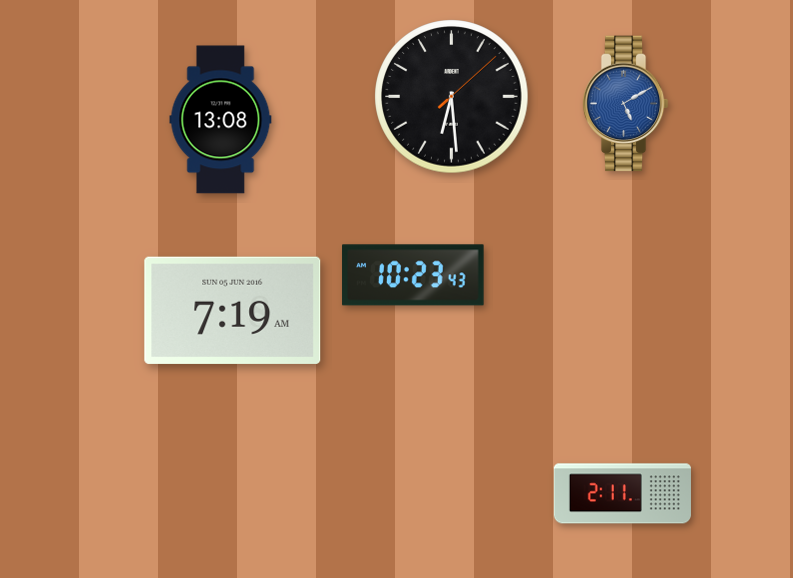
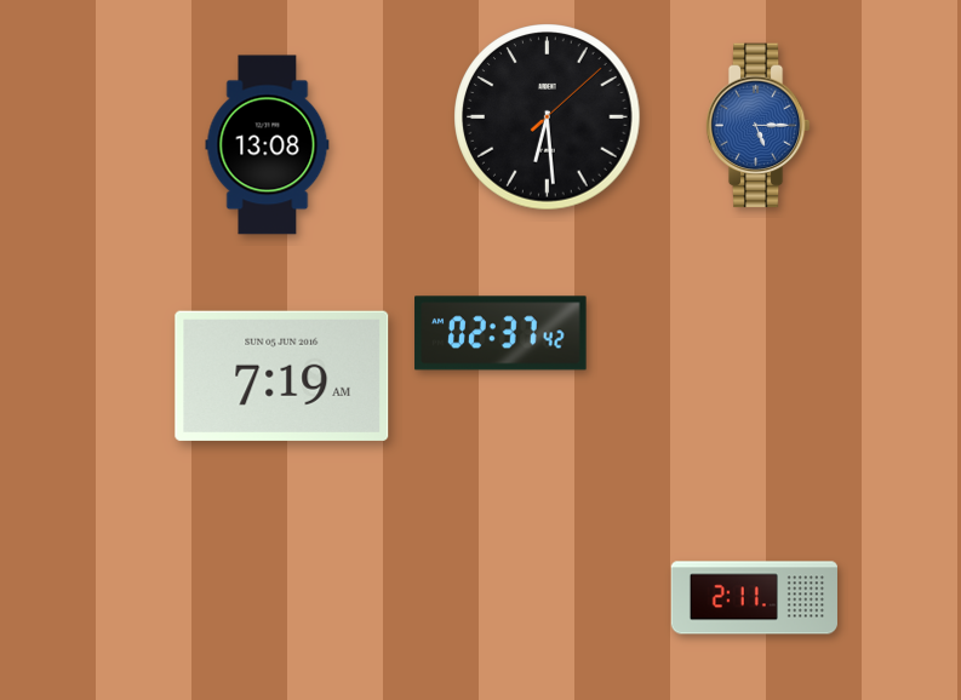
clock at (625, 104): 5:10 -> 5:15
clock at (413, 275): 10:23 -> 02:37
